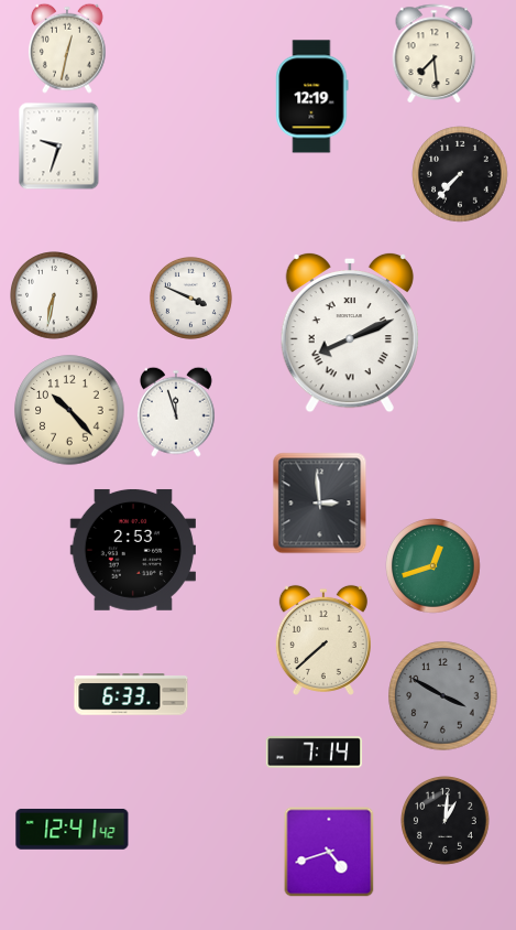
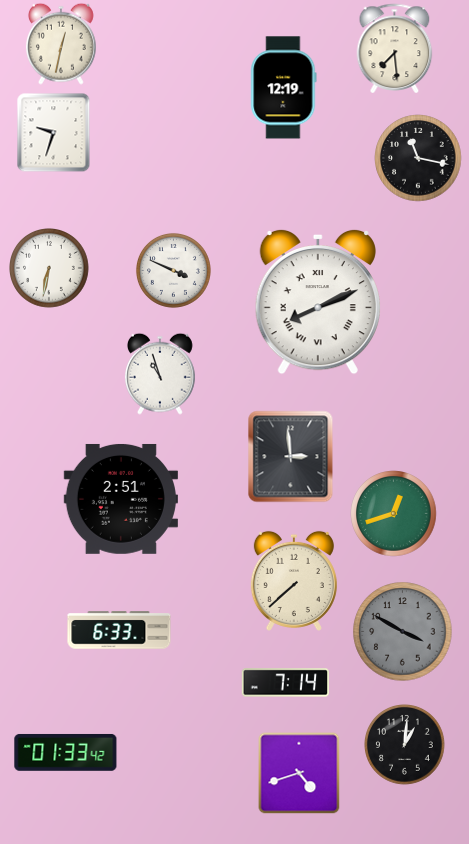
clock at (460, 174): 7:37 -> 11:17
clock at (69, 410): 10:23 -> none
clock at (176, 412): 11:57 -> 10:57
clock at (133, 550): 2:53 -> 2:51
clock at (73, 829): 12:41 -> 01:33
